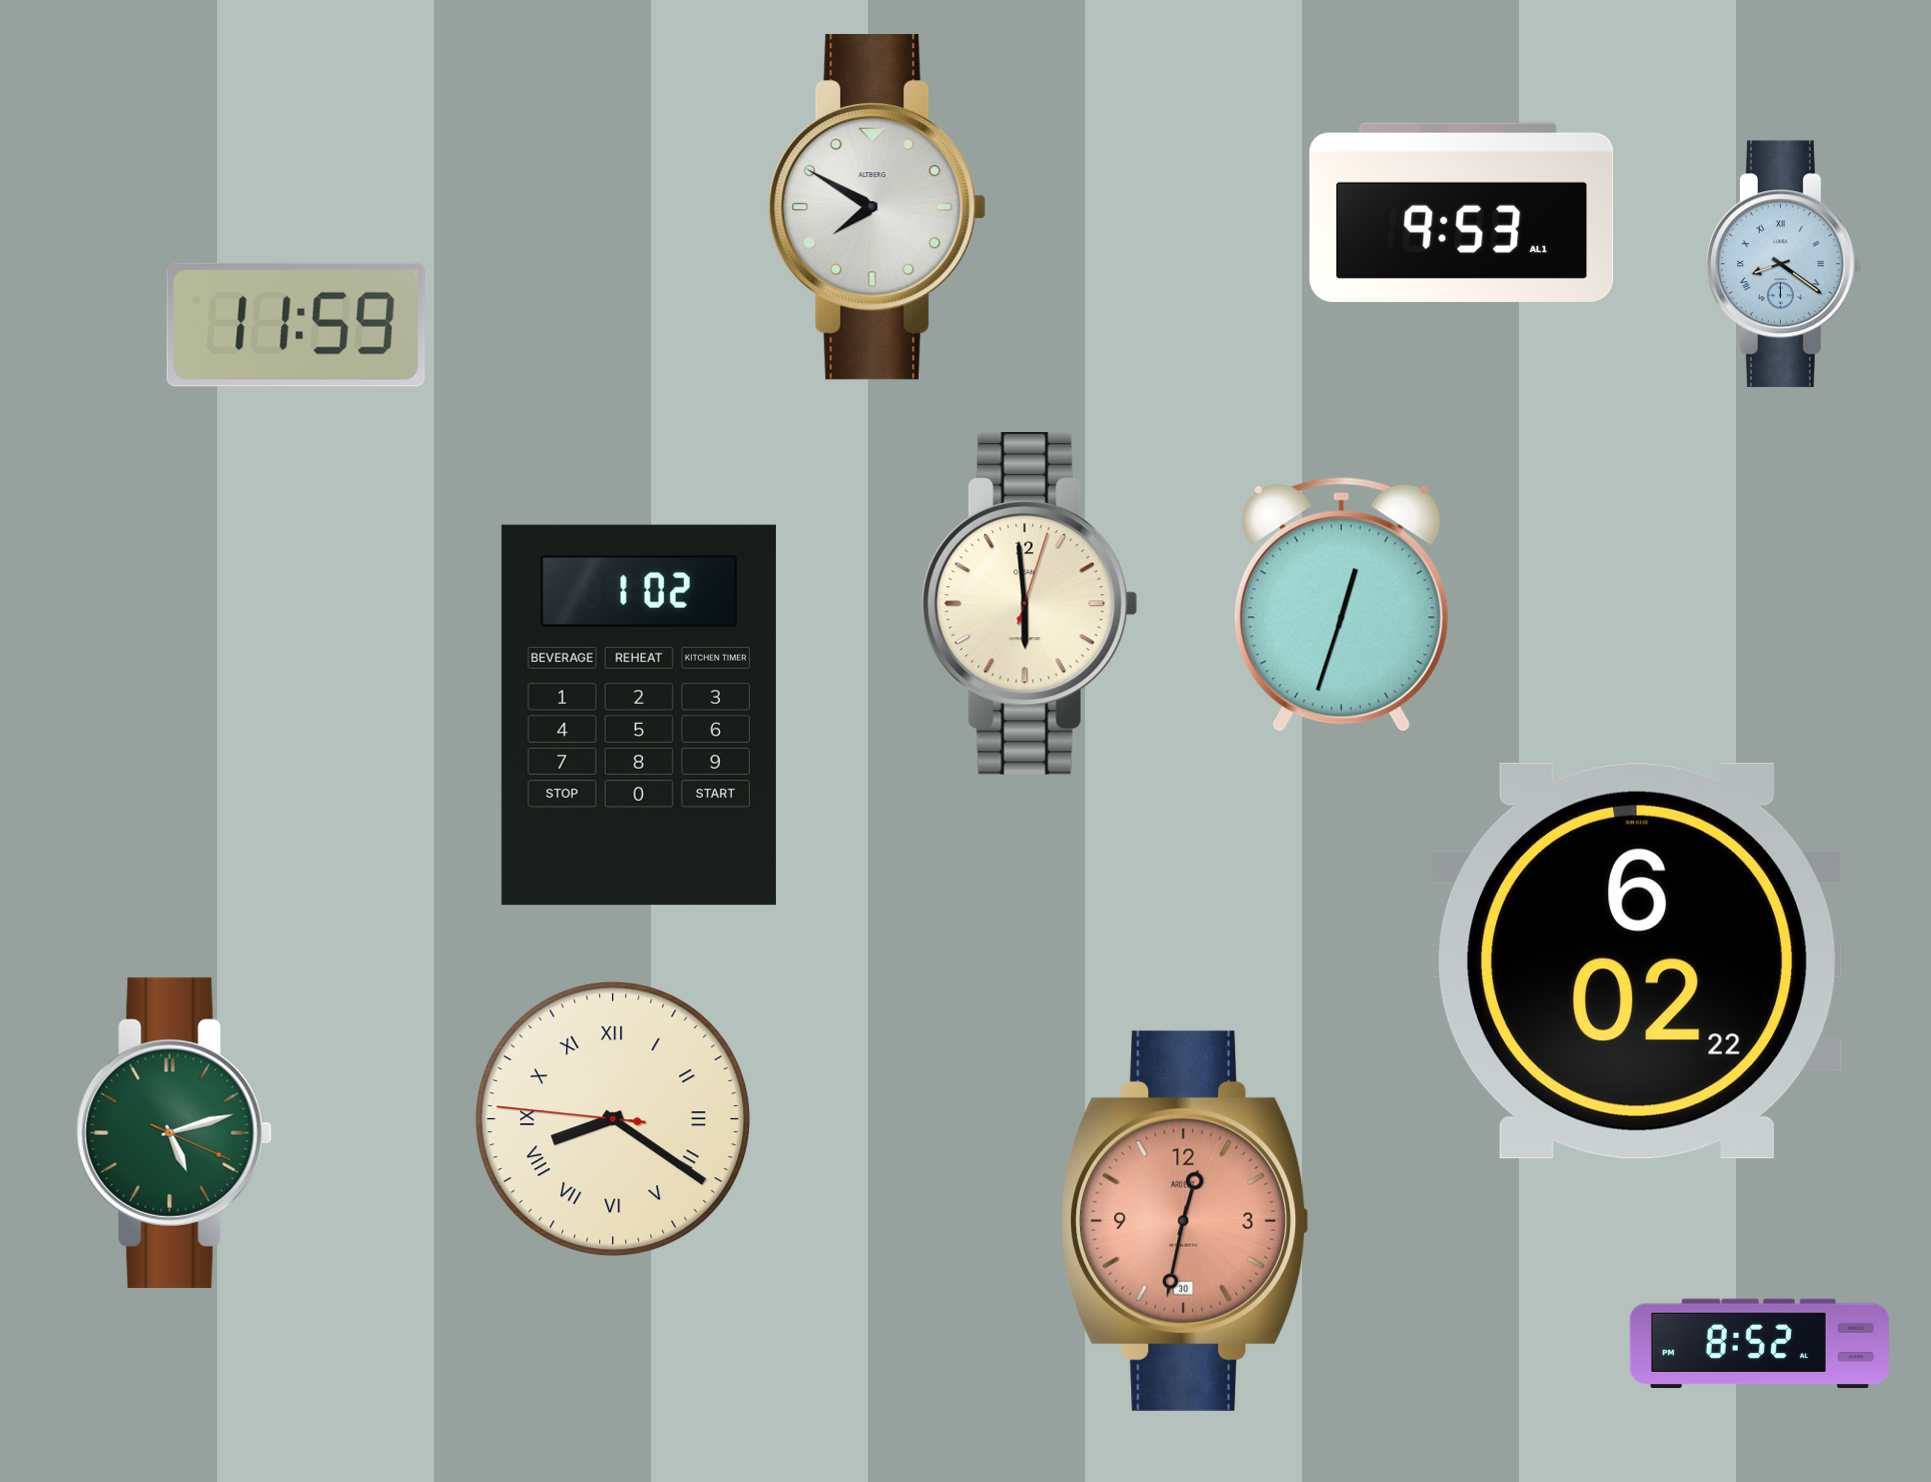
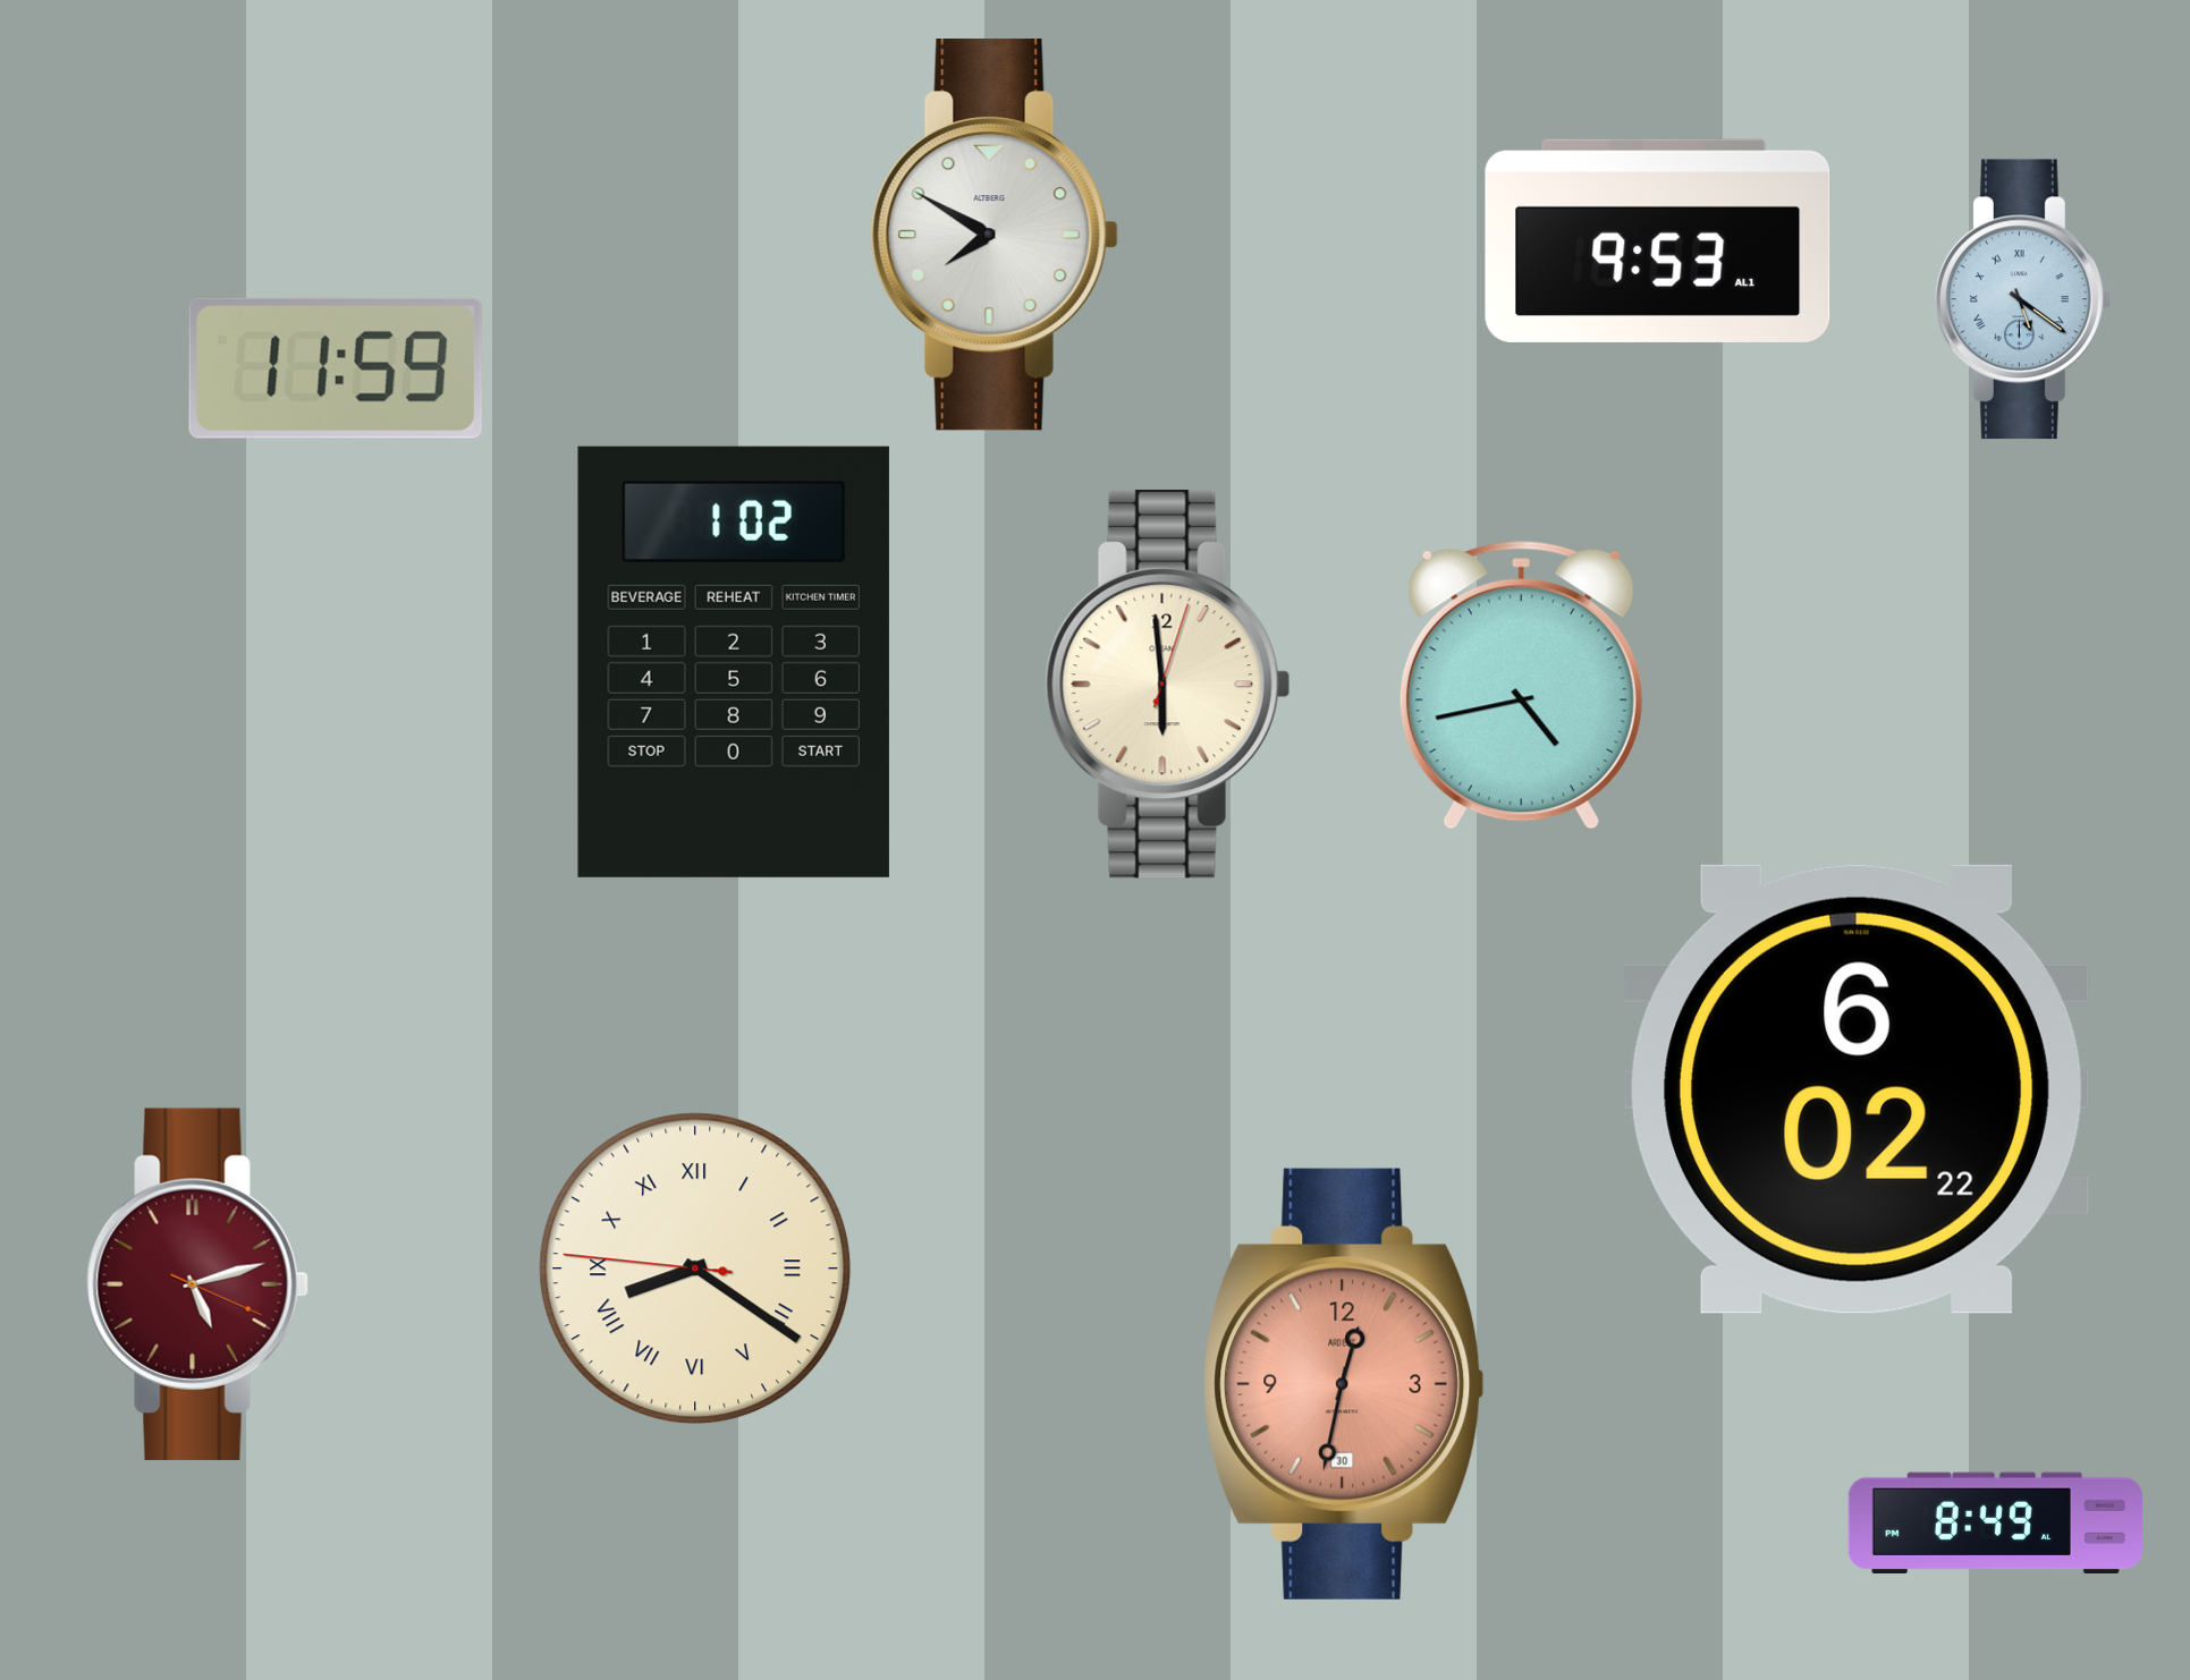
clock at (1785, 264): 8:21 -> 5:21
clock at (1341, 605): 12:33 -> 4:43
clock at (639, 715) position: (639, 715) -> (734, 662)
clock at (174, 1133) dial: green -> burgundy
clock at (1759, 1343): 8:52 -> 8:49
